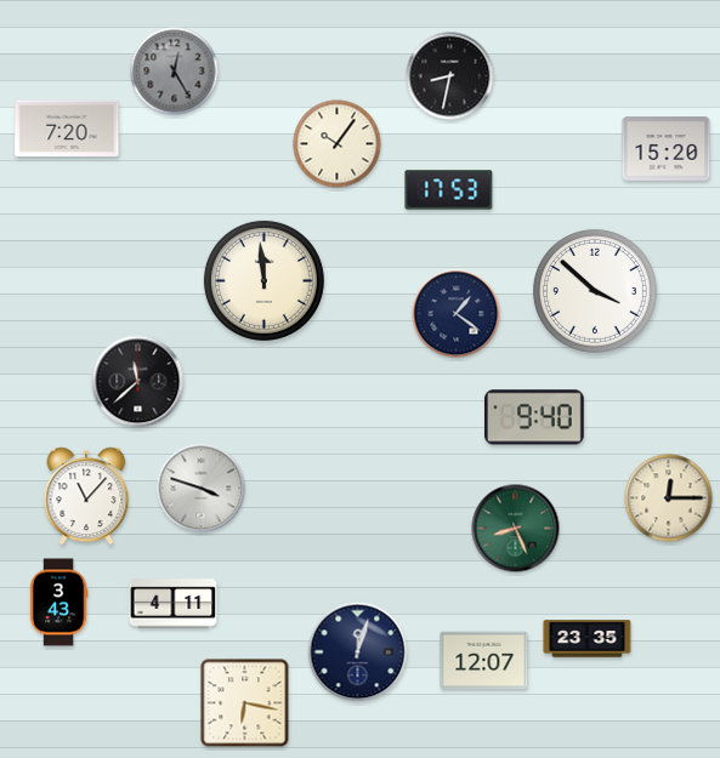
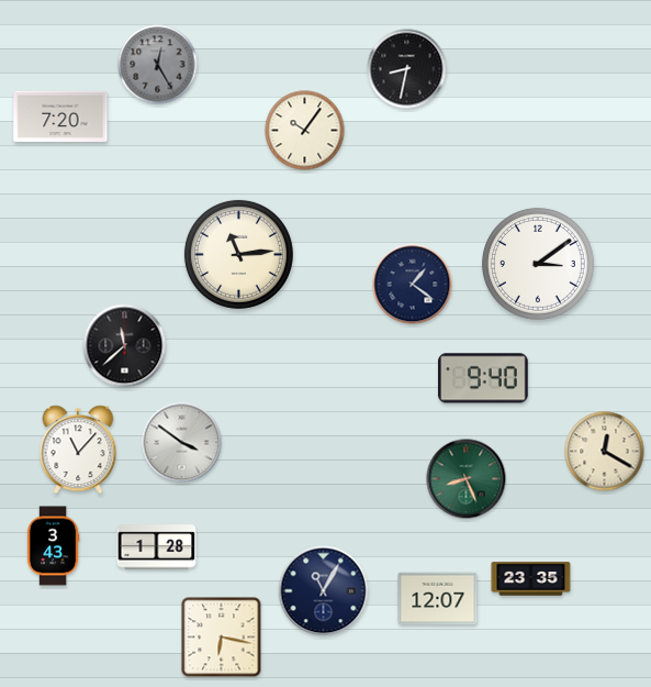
clock at (667, 149): 15:20 -> none
clock at (449, 190): 17:53 -> none
clock at (263, 280): 11:59 -> 11:14
clock at (595, 291): 3:52 -> 3:09
clock at (202, 489): 3:48 -> 3:51
clock at (669, 498): 12:15 -> 12:20
clock at (174, 604): 4:11 -> 1:28
clock at (358, 652): 12:03 -> 11:05
